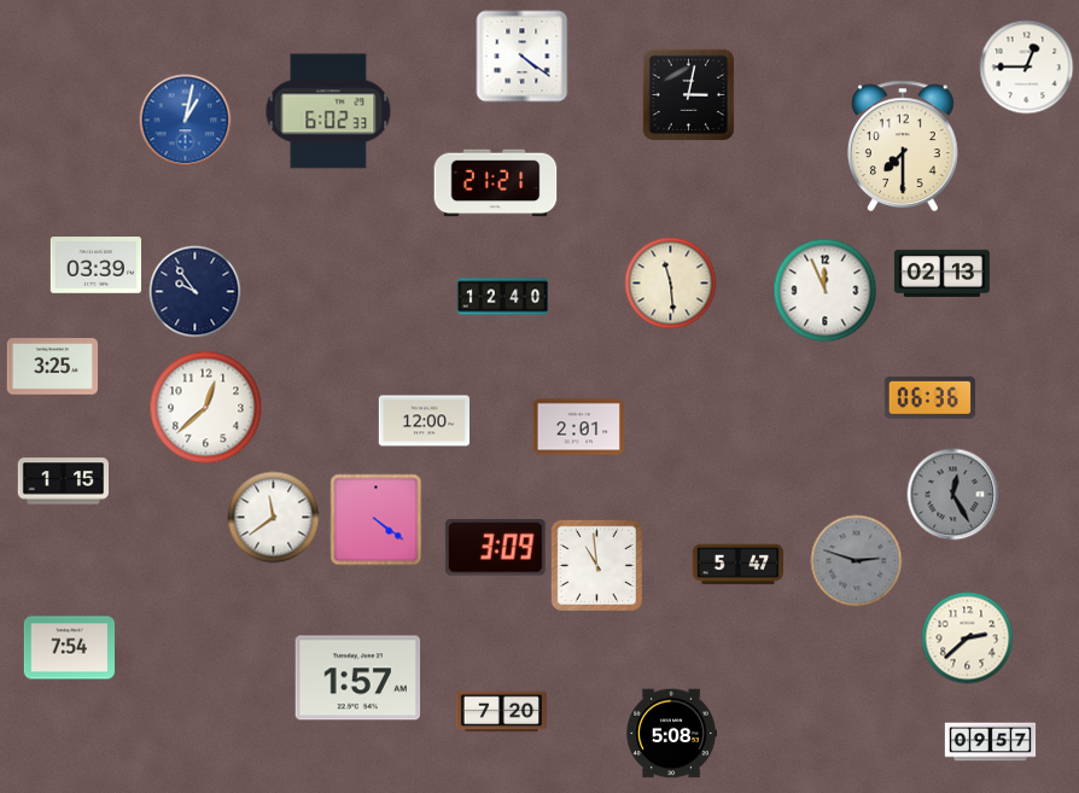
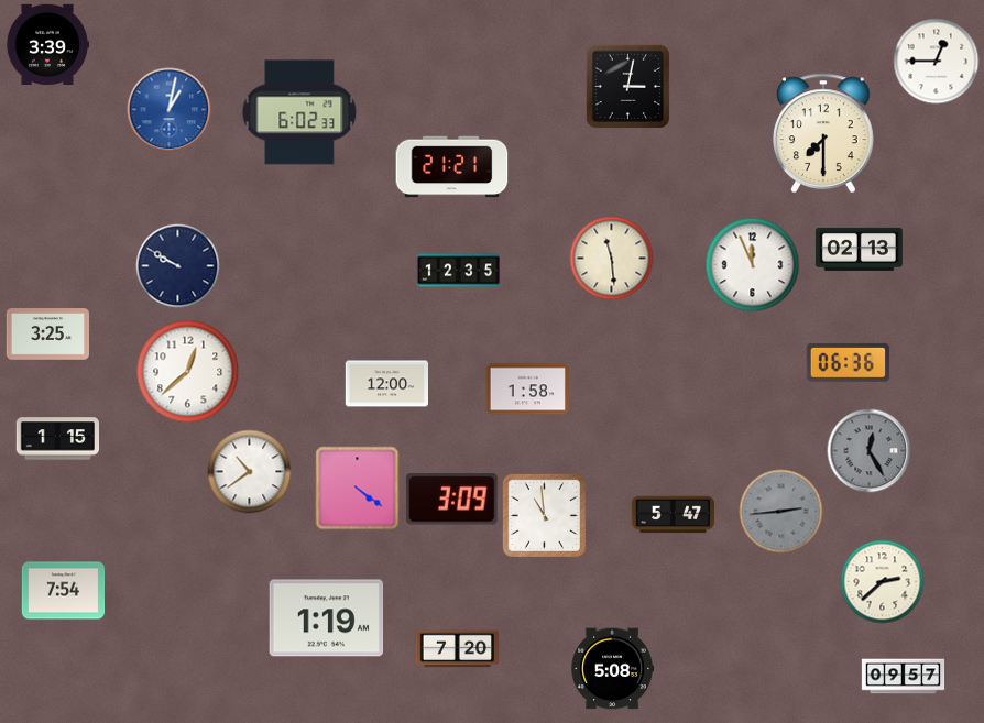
clock at (46, 44): none -> 3:39
clock at (523, 57): 4:21 -> none
clock at (328, 111) position: (328, 111) -> (299, 112)
clock at (95, 266): 03:39 -> none
clock at (196, 292): 9:54 -> 9:50
clock at (503, 297): 12:40 -> 12:35
clock at (578, 427): 2:01 -> 1:58
clock at (274, 518): 11:39 -> 10:39
clock at (377, 520) position: (377, 520) -> (358, 489)
clock at (857, 561): 2:48 -> 2:44
clock at (358, 678): 1:57 -> 1:19
